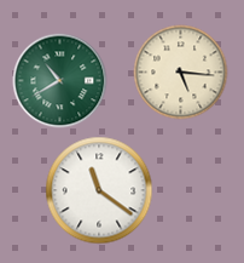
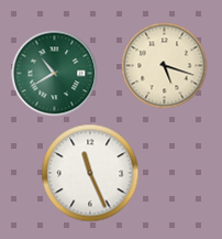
clock at (180, 72): 5:16 -> 5:18
clock at (99, 190): 11:21 -> 11:26
